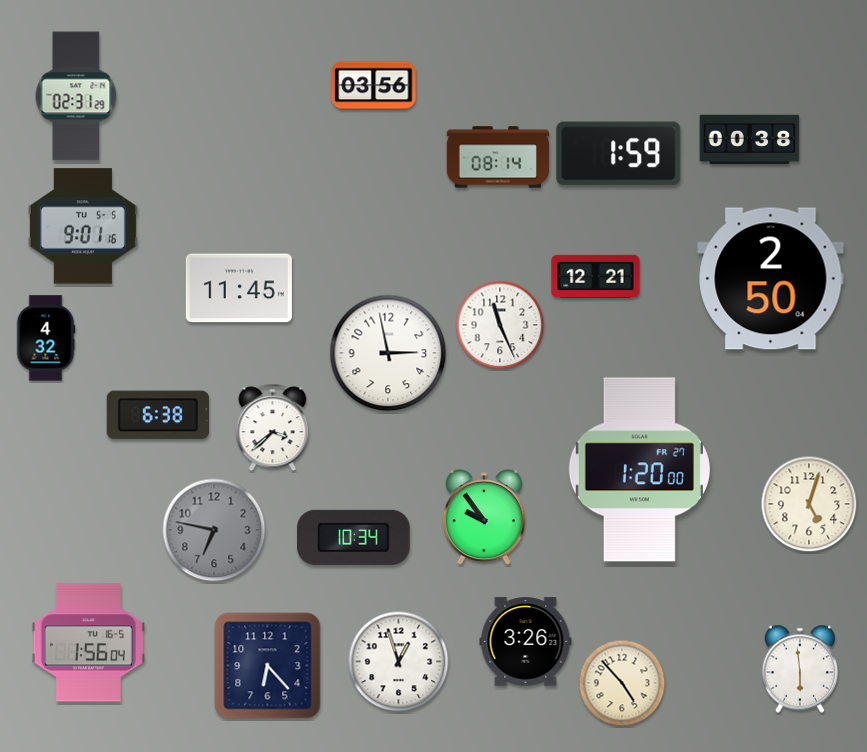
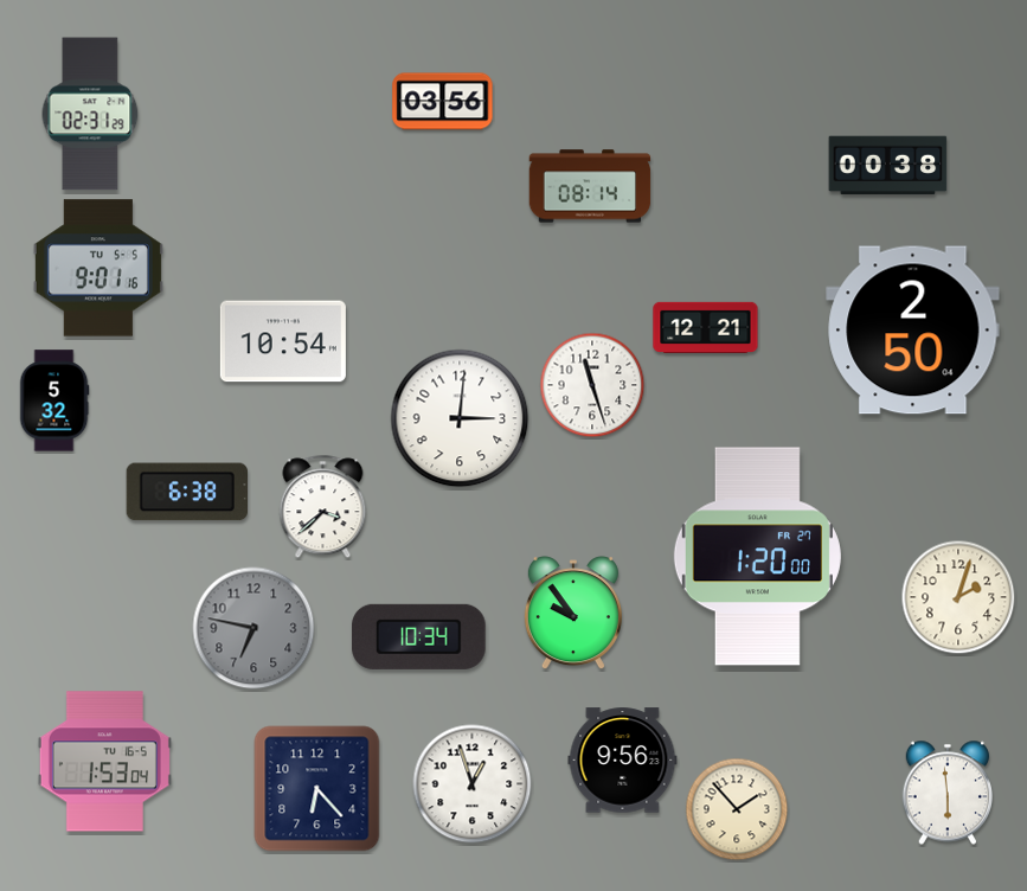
clock at (619, 154): 1:59 -> none
clock at (239, 288): 11:45 -> 10:54
clock at (500, 325): 11:26 -> 11:27
clock at (46, 338): 4:32 -> 5:32
clock at (388, 353): 2:58 -> 3:01
clock at (809, 504): 5:03 -> 2:03
clock at (526, 642): 3:26 -> 9:56
clock at (88, 643): 1:56 -> 1:53
clock at (622, 683): 4:53 -> 1:53
